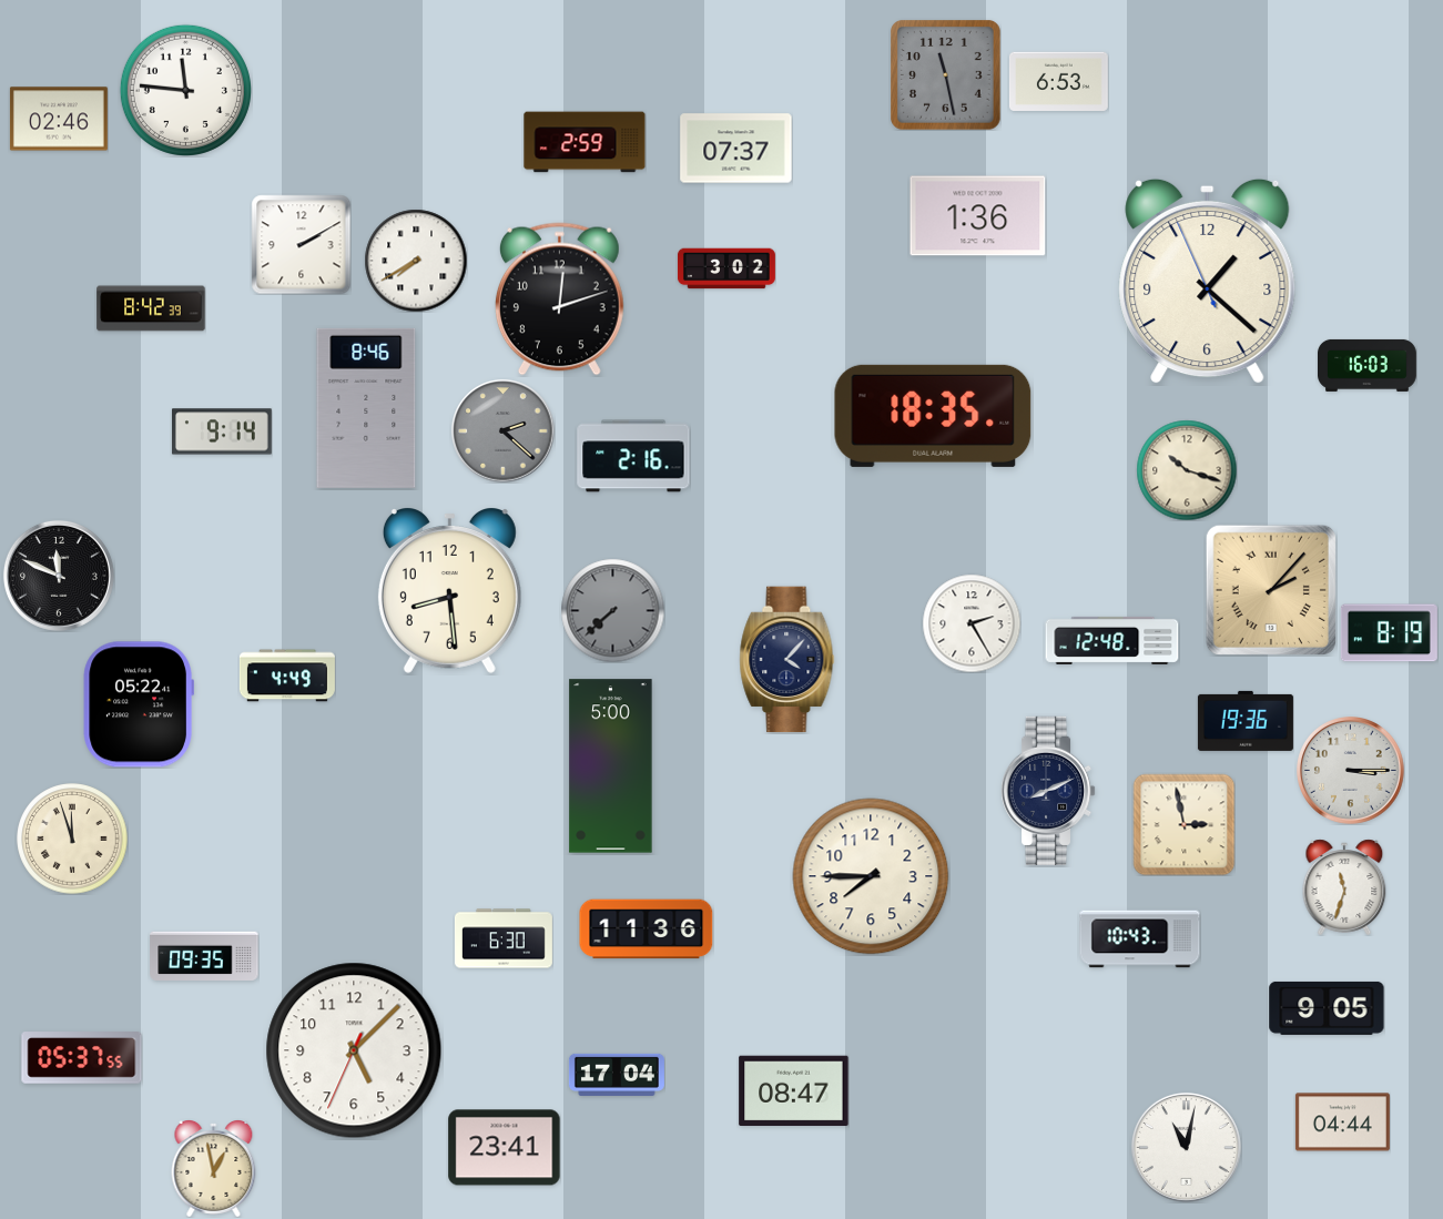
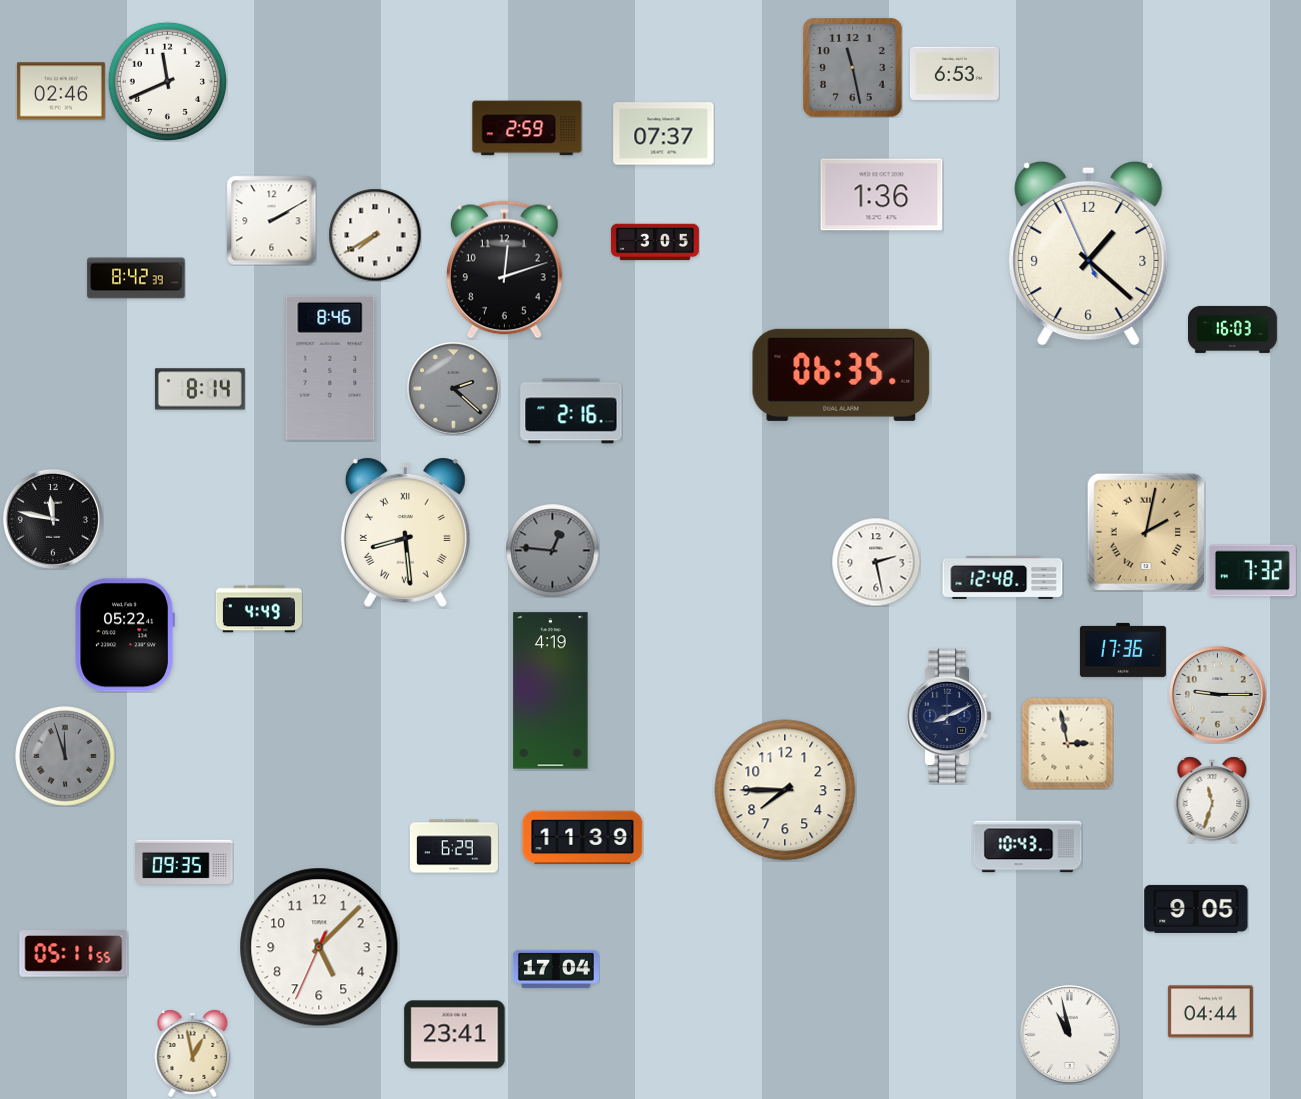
clock at (185, 90): 11:46 -> 11:41
clock at (59, 119) position: (59, 119) -> (61, 91)
clock at (726, 268): 3:02 -> 3:05
clock at (933, 416): 18:35 -> 06:35
clock at (222, 431): 9:14 -> 8:14
clock at (1187, 470): 10:18 -> none
clock at (59, 576): 11:49 -> 11:47
clock at (1271, 590): 2:07 -> 2:02
clock at (449, 591) numerals: Arabic -> Roman
clock at (612, 610): 7:38 -> 12:46
clock at (972, 623): 2:25 -> 2:28
clock at (1389, 633): 8:19 -> 7:32
clock at (787, 660): 4:07 -> none
clock at (1246, 721): 19:36 -> 17:36
clock at (611, 766): 5:00 -> 4:19
clock at (1351, 771): 3:15 -> 9:15
clock at (1048, 790) position: (1048, 790) -> (949, 715)
clock at (72, 839) dial: cream -> grey
clock at (647, 930): 11:36 -> 11:39
clock at (504, 938): 6:30 -> 6:29
clock at (82, 1058): 05:37 -> 05:11
clock at (794, 1091): 08:47 -> none
clock at (1186, 1147): 11:02 -> 10:58
